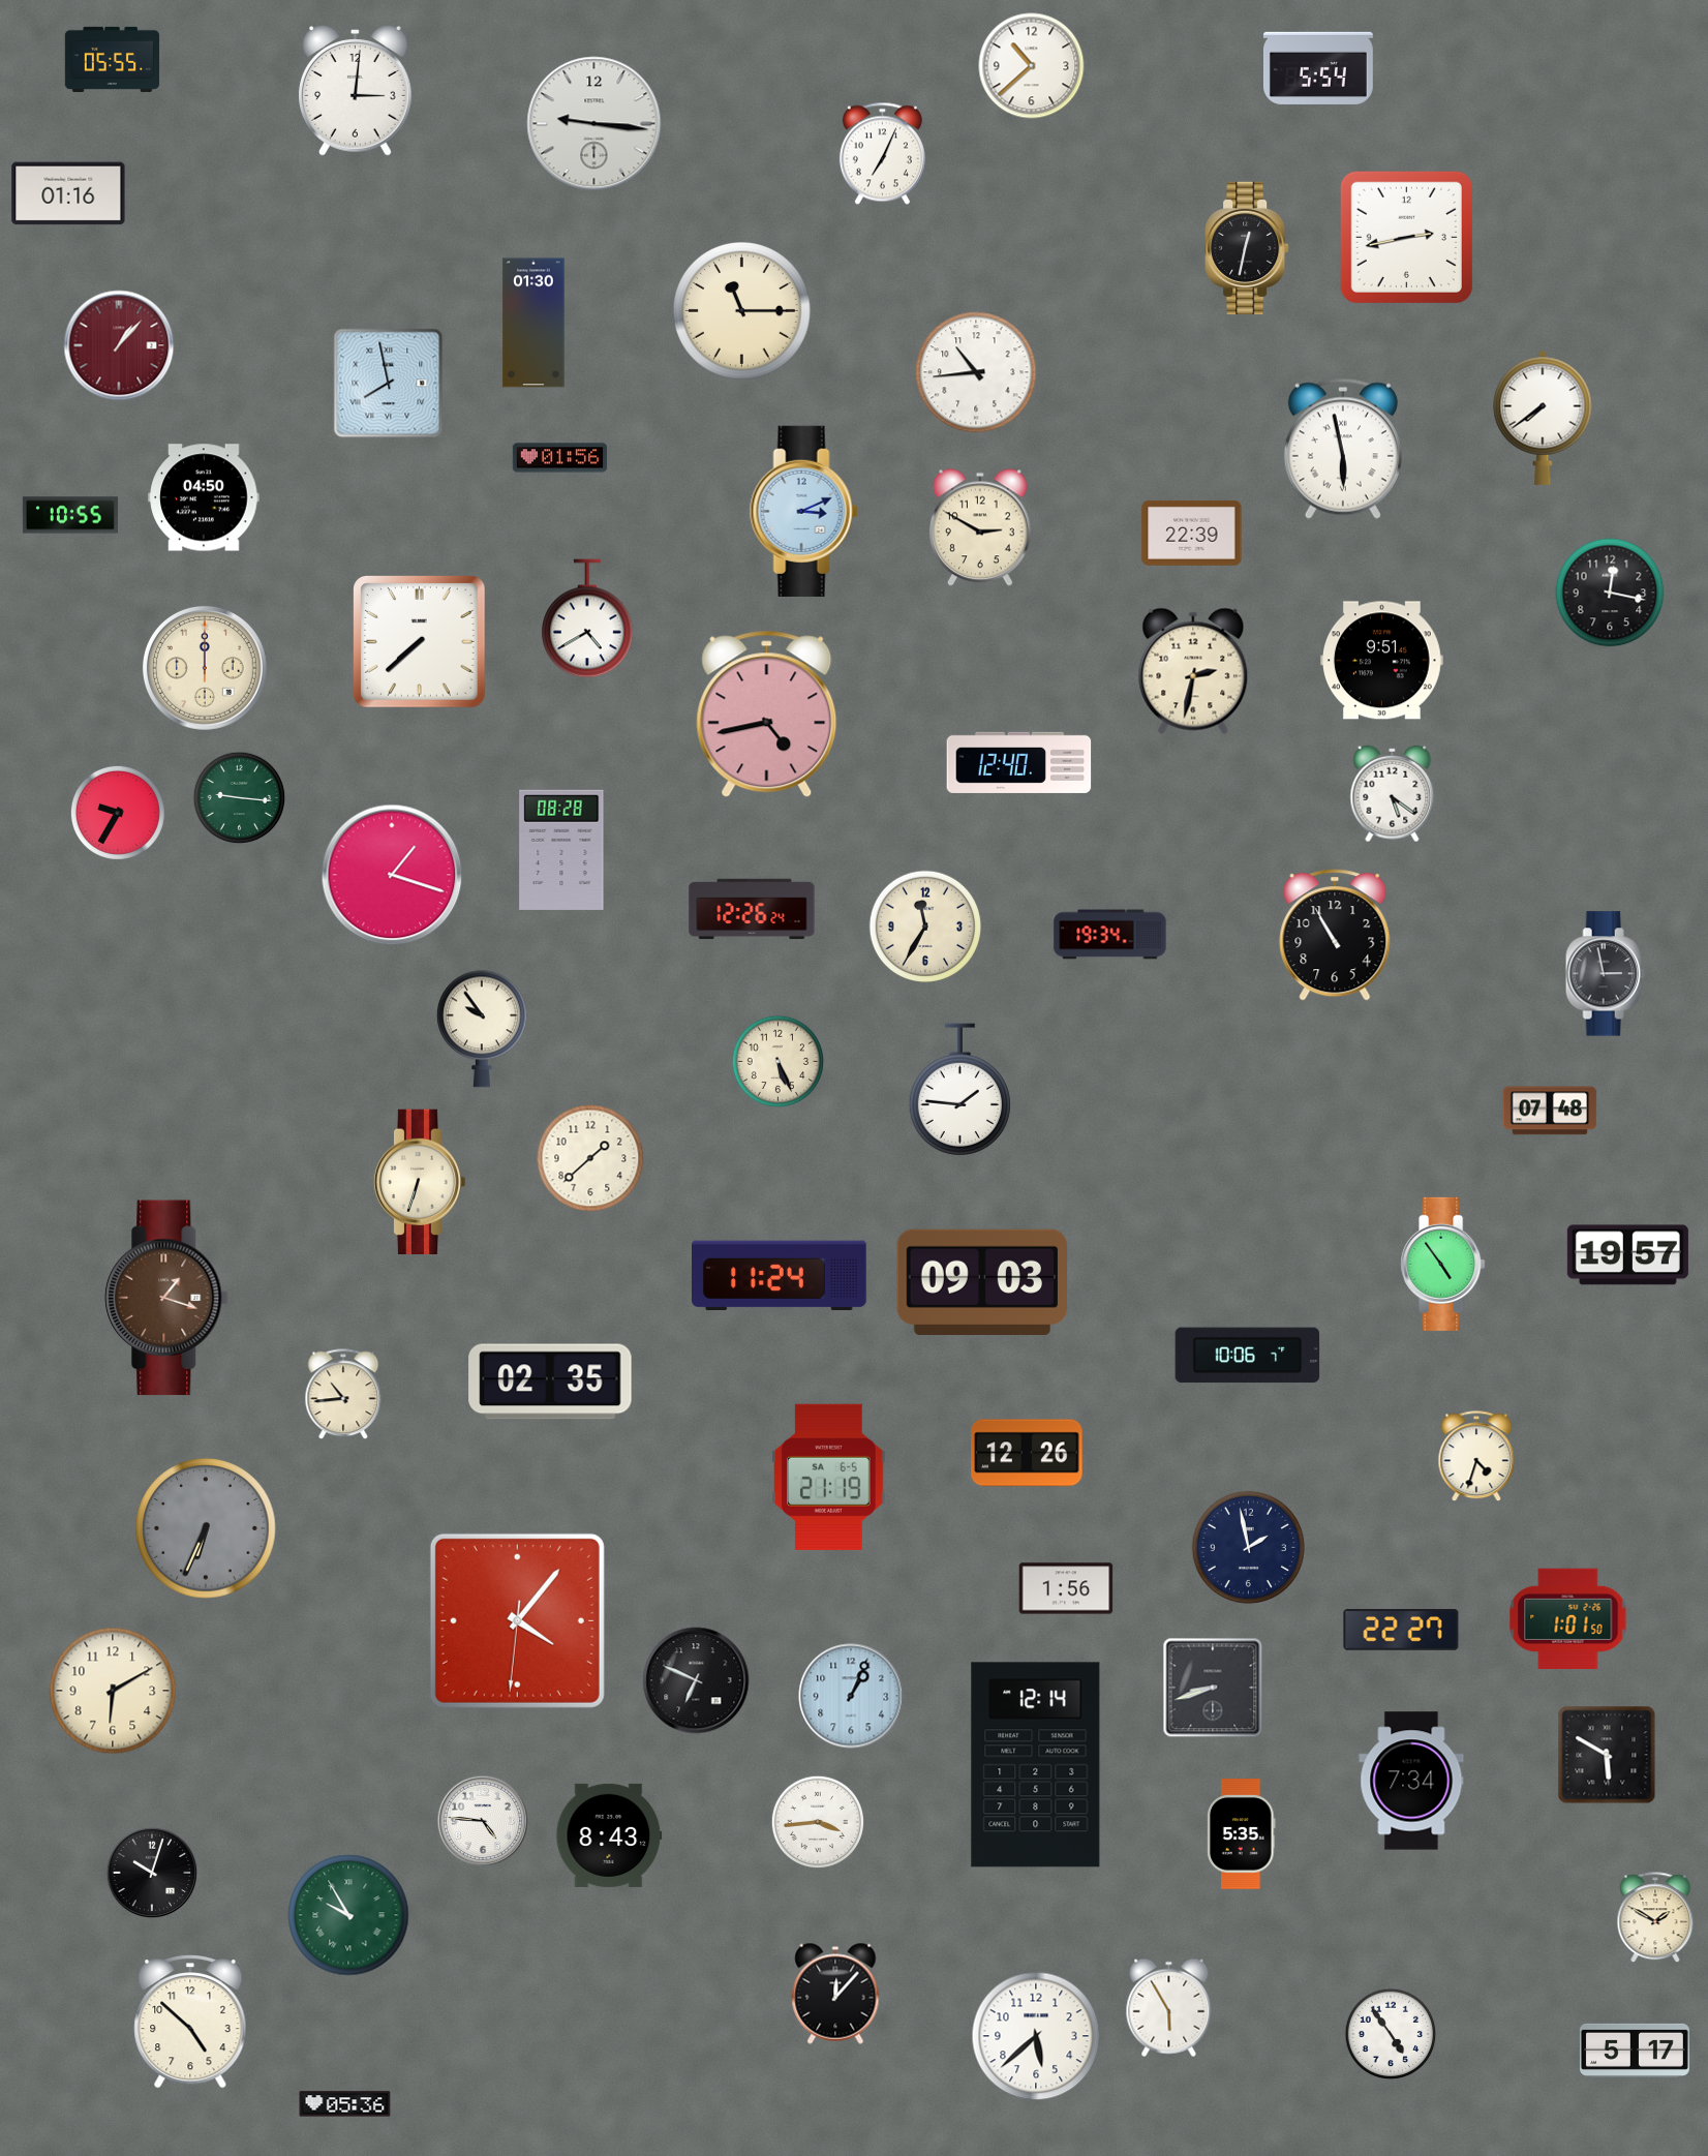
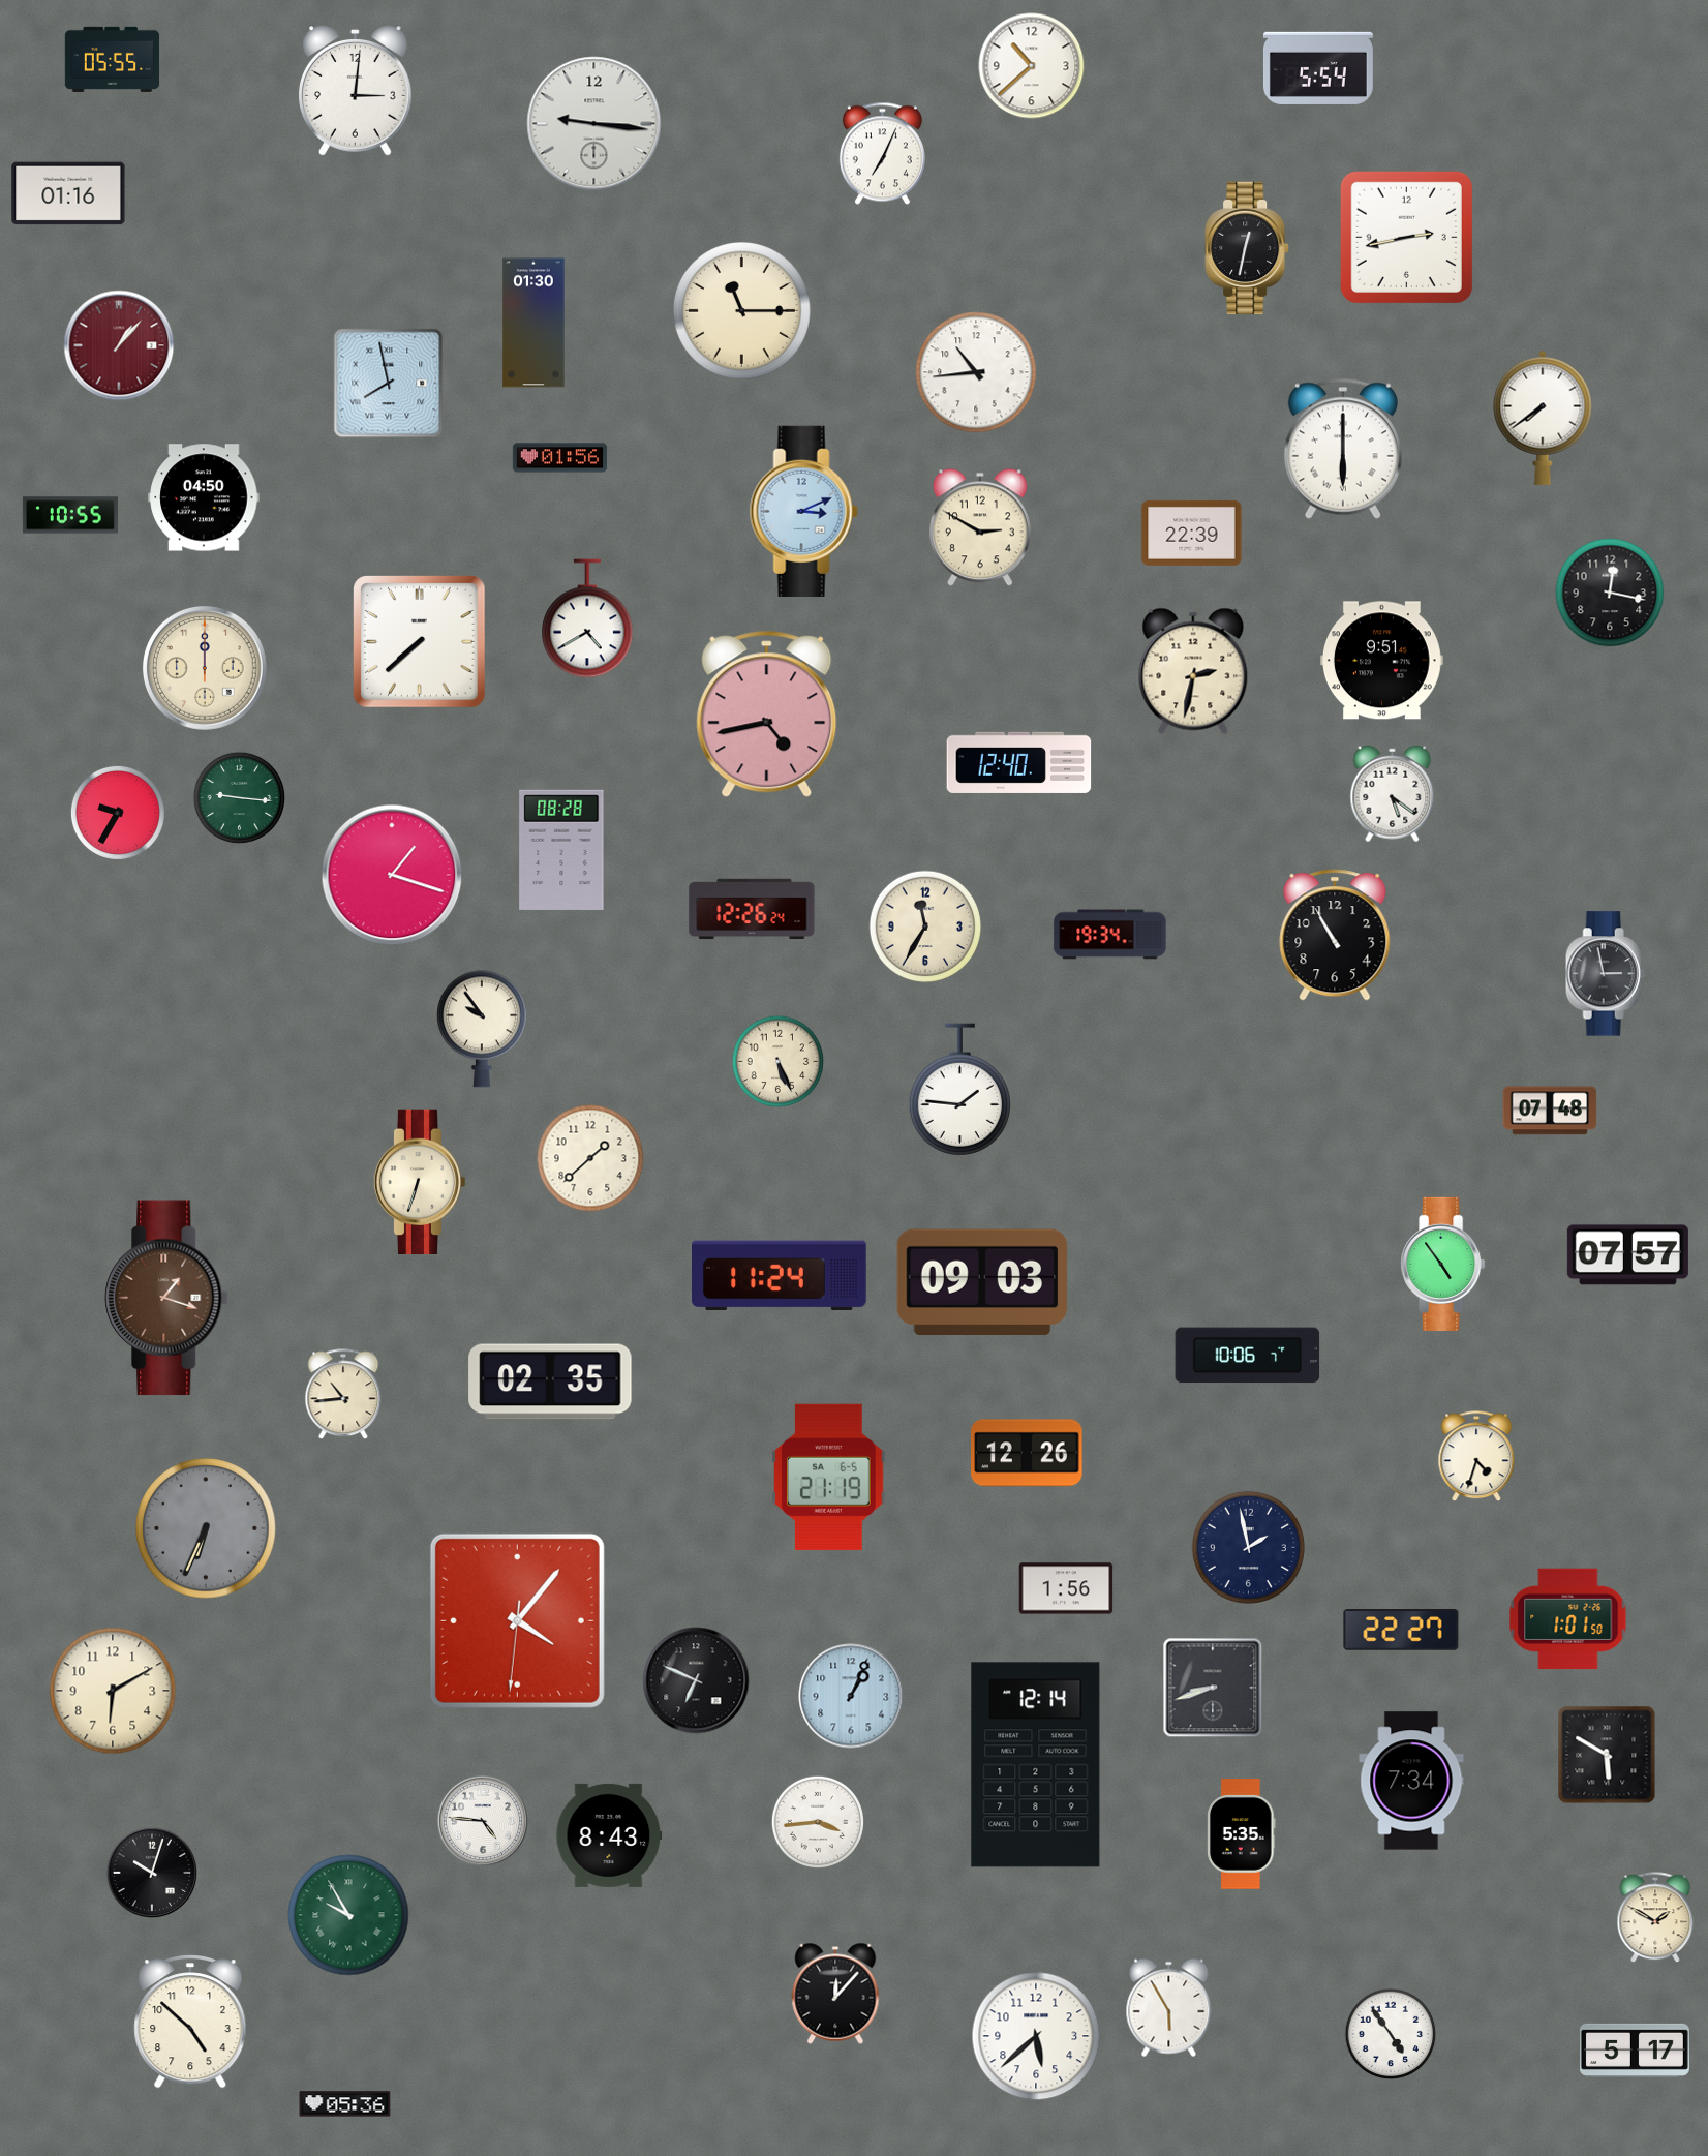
clock at (1343, 449): 5:58 -> 6:00
clock at (1627, 1255): 19:57 -> 07:57
